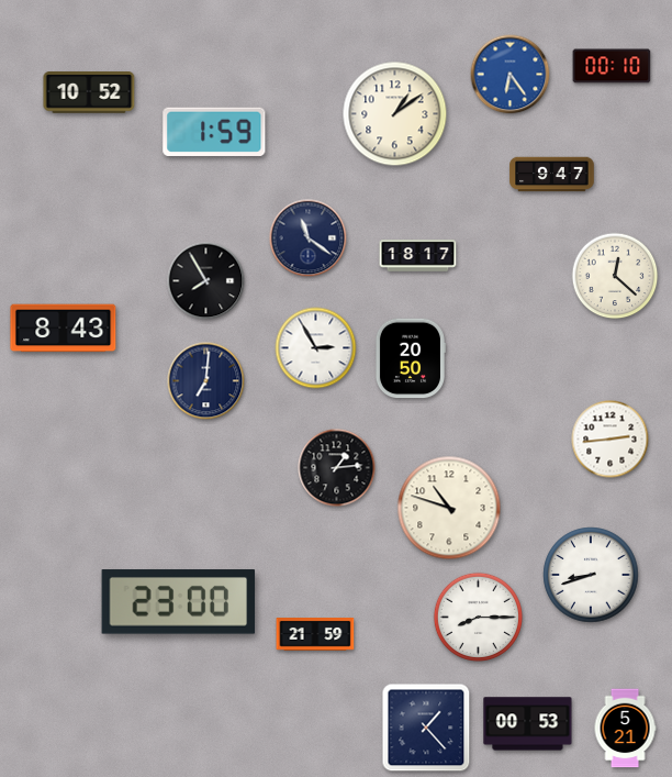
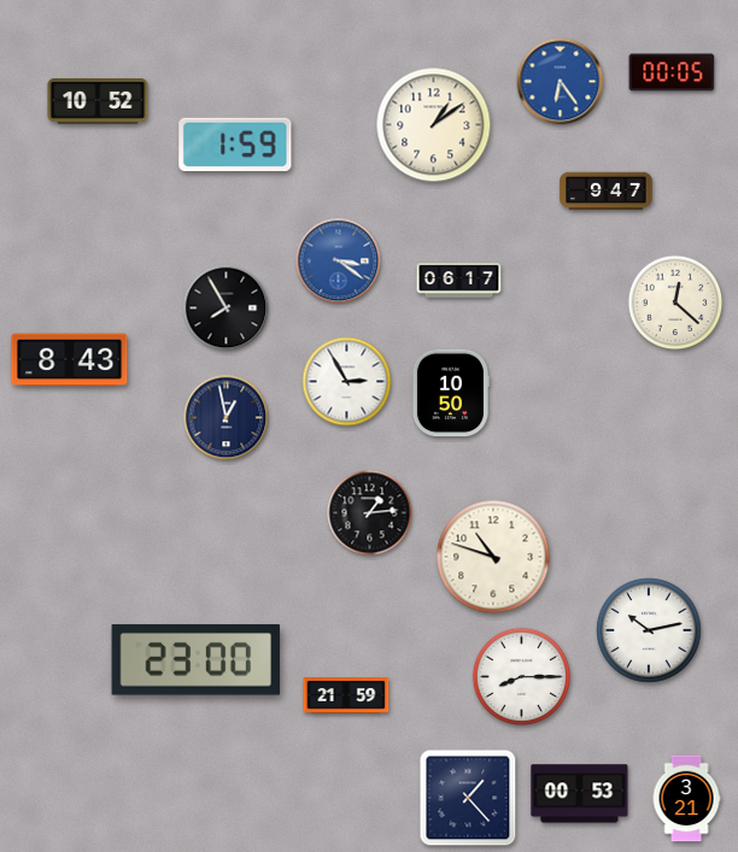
clock at (612, 66): 00:10 -> 00:05
clock at (309, 238): 11:21 -> 3:21
clock at (309, 238) dial: navy -> blue
clock at (418, 256): 18:17 -> 06:17
clock at (410, 358): 20:50 -> 10:50
clock at (206, 381): 7:01 -> 12:58
clock at (611, 440): 2:44 -> none
clock at (591, 575): 8:42 -> 10:13
clock at (478, 617) position: (478, 617) -> (521, 676)
clock at (625, 729): 5:21 -> 3:21
